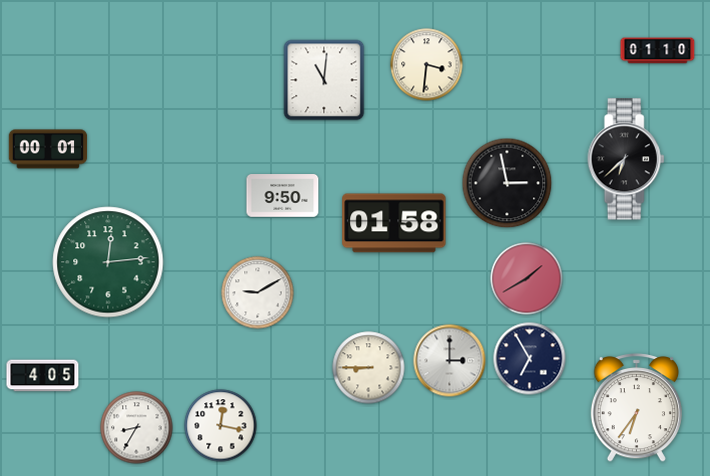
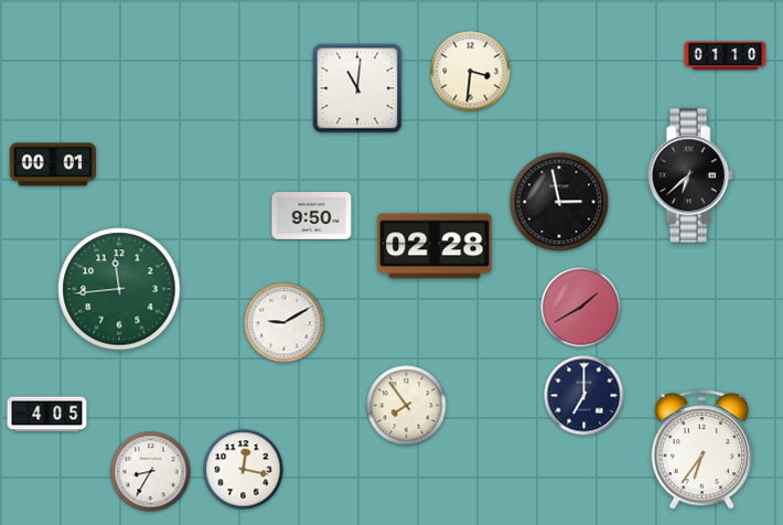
clock at (394, 223): 01:58 -> 02:28
clock at (108, 262): 12:14 -> 11:44
clock at (530, 359): 6:55 -> 7:00
clock at (450, 361): 3:00 -> none
clock at (369, 368): 8:45 -> 7:54
